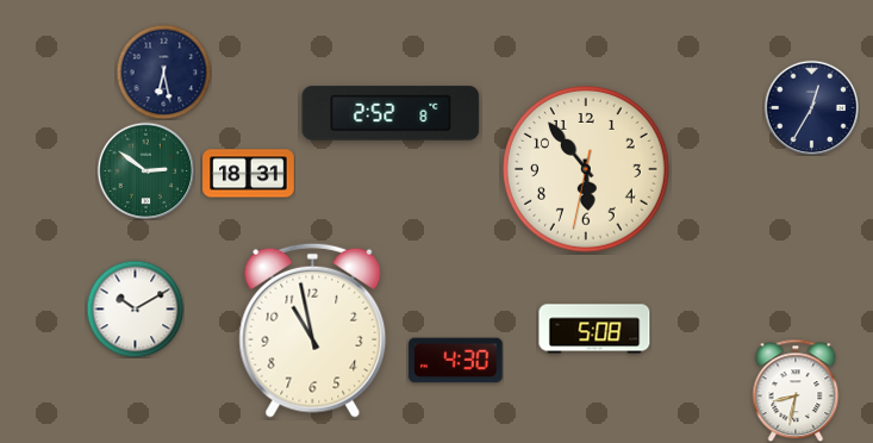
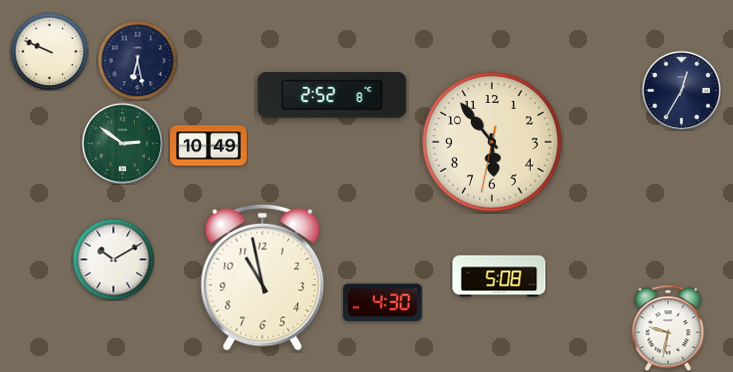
clock at (49, 51): none -> 9:49
clock at (391, 113) position: (391, 113) -> (332, 95)
clock at (249, 174): 18:31 -> 10:49
clock at (796, 391): 8:32 -> 9:32
